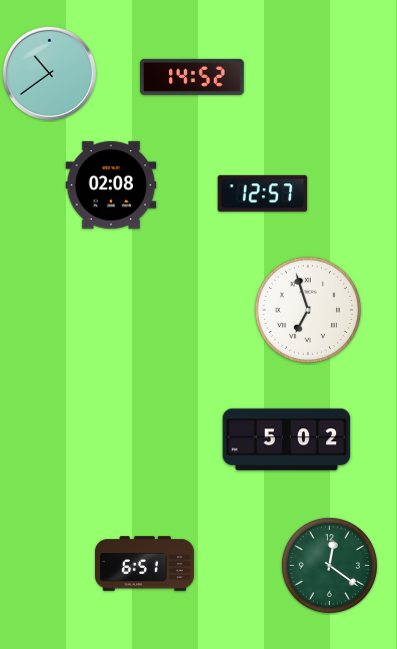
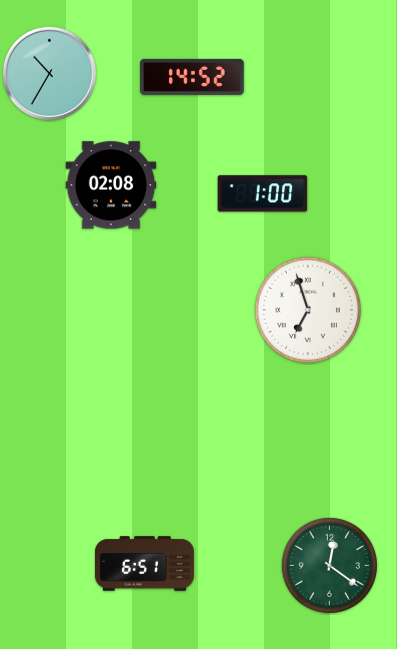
clock at (49, 73): 10:39 -> 10:35
clock at (263, 194): 12:57 -> 1:00
clock at (287, 440): 5:02 -> none
